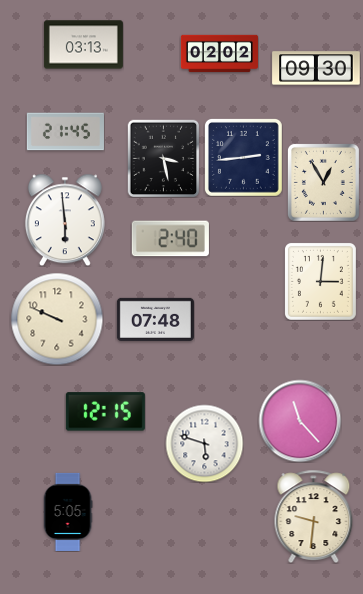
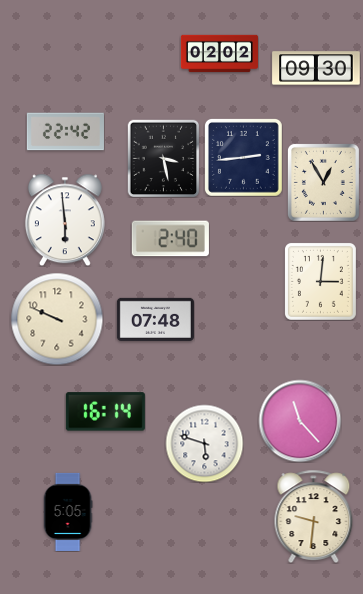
clock at (83, 45): 03:13 -> none
clock at (65, 132): 21:45 -> 22:42
clock at (105, 412): 12:15 -> 16:14
